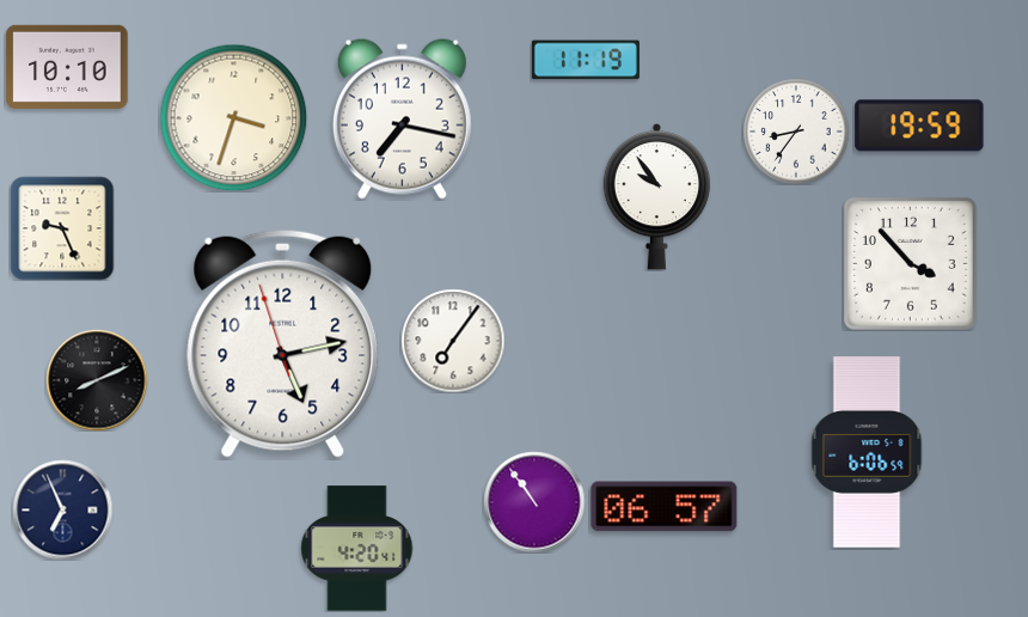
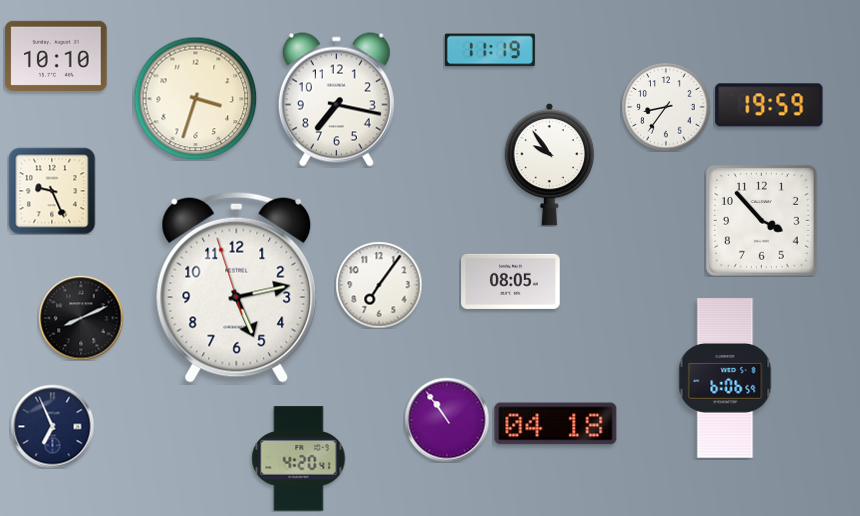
clock at (796, 132) position: (796, 132) -> (666, 107)
clock at (511, 281): none -> 08:05
clock at (665, 507): 06:57 -> 04:18
